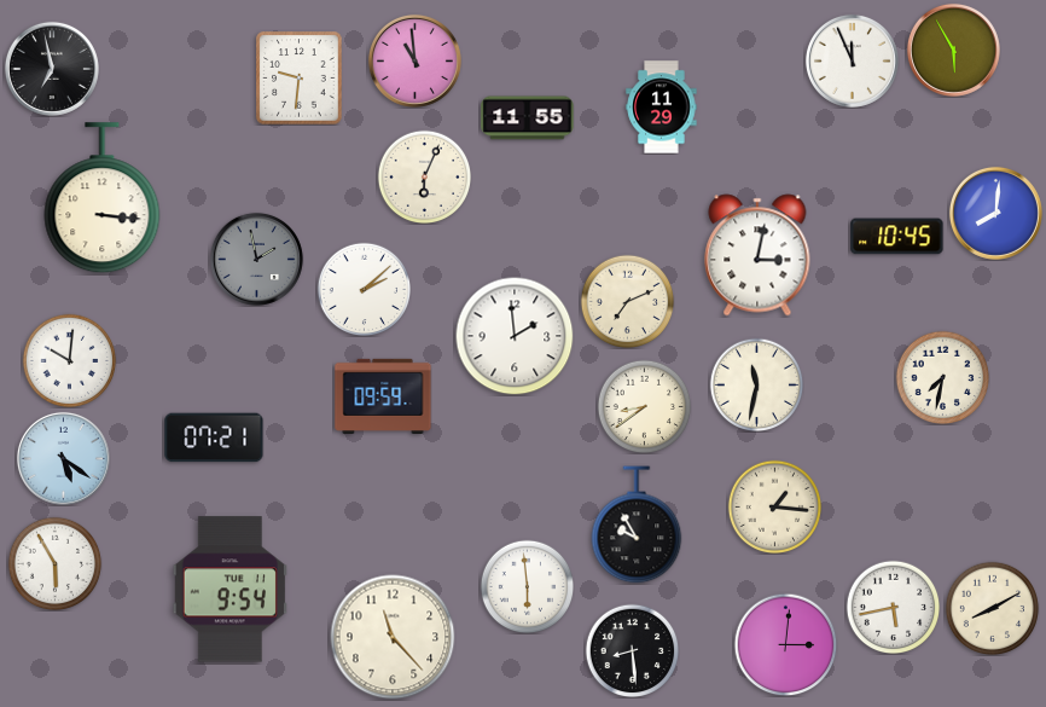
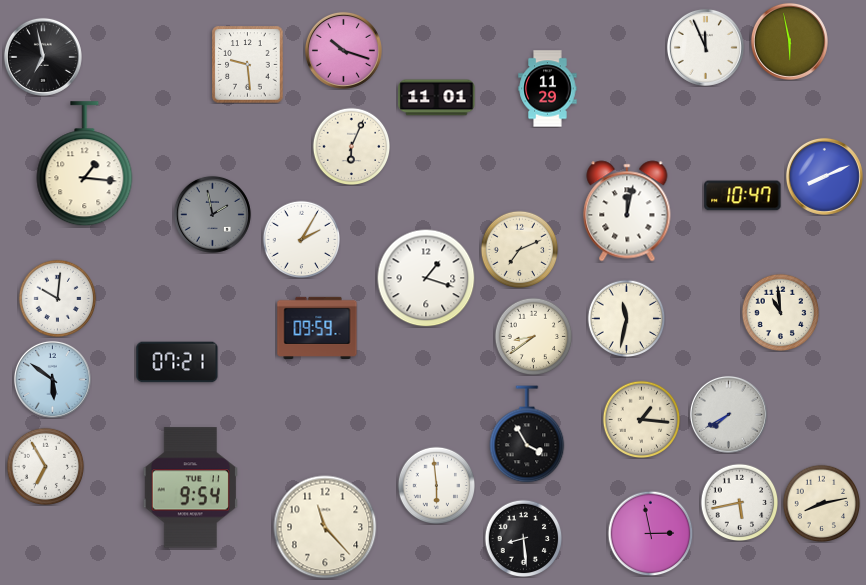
clock at (953, 50): 5:55 -> 5:58
clock at (414, 60): 10:59 -> 10:18
clock at (852, 60) position: (852, 60) -> (705, 47)
clock at (300, 79): 9:31 -> 9:29
clock at (528, 118): 11:55 -> 11:01
clock at (103, 198): 3:16 -> 1:16
clock at (995, 213): 8:01 -> 8:11
clock at (897, 237): 10:45 -> 10:47
clock at (757, 255): 3:02 -> 12:02
clock at (364, 289): 2:08 -> 2:05
clock at (515, 336): 1:59 -> 1:18
clock at (942, 377): 7:32 -> 10:59
clock at (63, 458): 5:21 -> 5:51
clock at (728, 414): none -> 7:40
clock at (637, 525): 9:55 -> 3:55
clock at (54, 563): 5:55 -> 6:55
clock at (992, 608): 8:10 -> 8:13
clock at (785, 644): 3:01 -> 2:58
